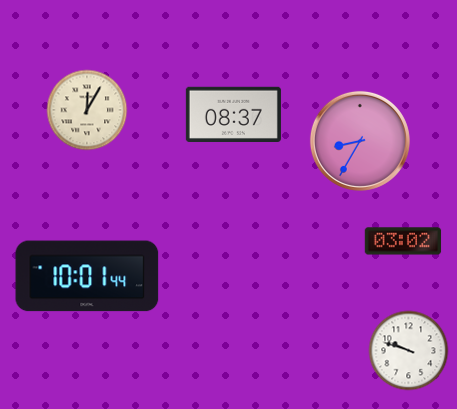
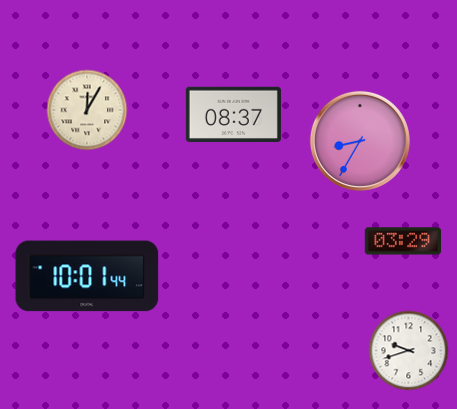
clock at (403, 241): 03:02 -> 03:29
clock at (409, 351): 9:48 -> 9:42
